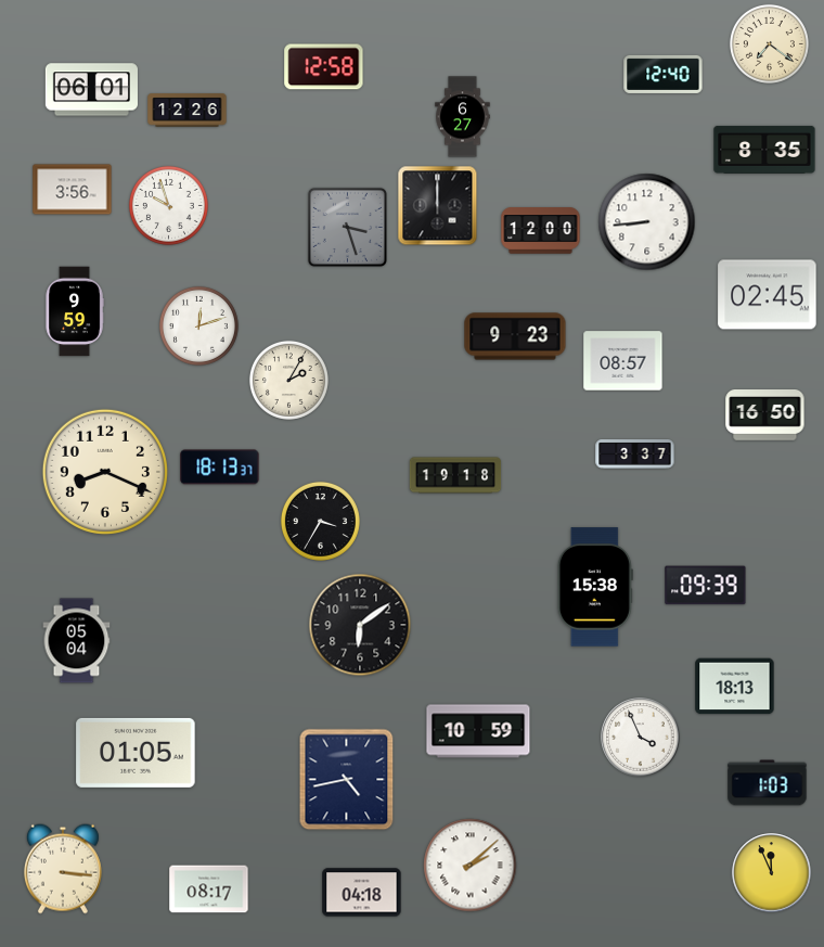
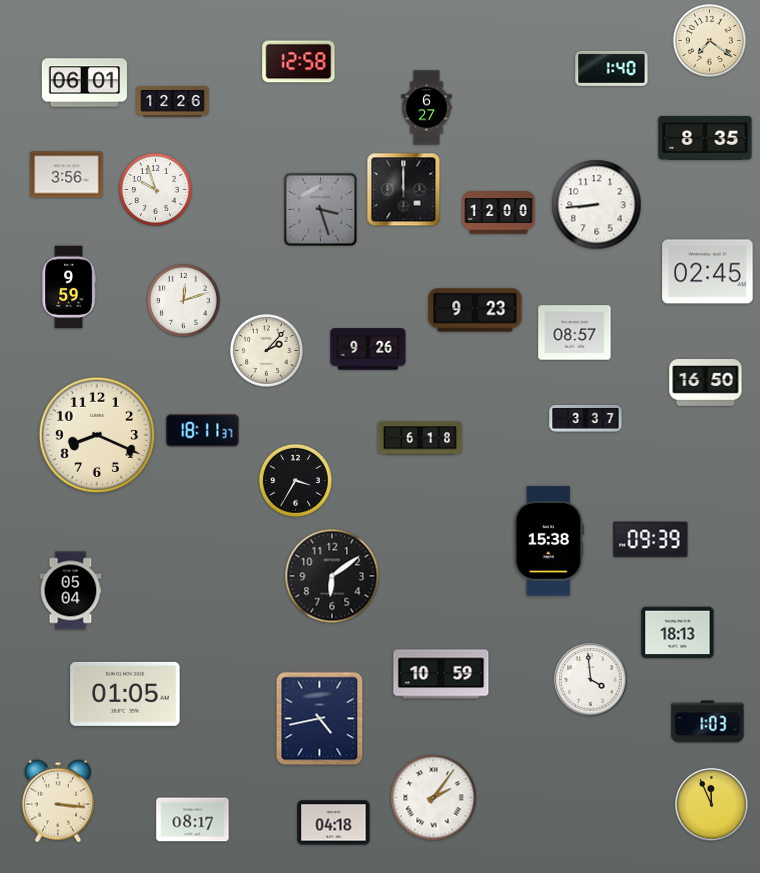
clock at (664, 74): 12:40 -> 1:40
clock at (368, 349): none -> 9:26
clock at (288, 380): 2:05 -> 2:07
clock at (220, 468): 18:13 -> 18:11
clock at (455, 475): 19:18 -> 6:18
clock at (641, 738): 3:56 -> 3:59
clock at (471, 866): 2:08 -> 2:06
